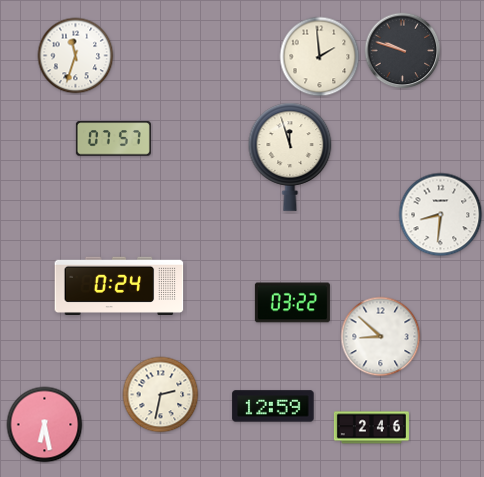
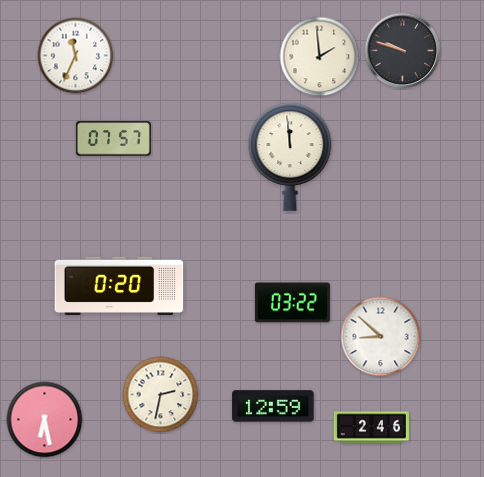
clock at (76, 56): 11:33 -> 11:34
clock at (290, 157): 11:57 -> 11:59
clock at (441, 215): 8:31 -> none
clock at (119, 286): 0:24 -> 0:20
clock at (45, 425) position: (45, 425) -> (45, 420)
